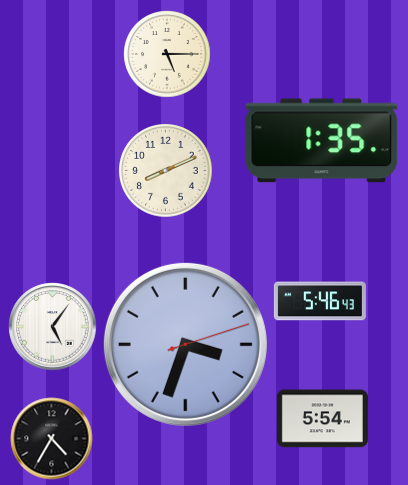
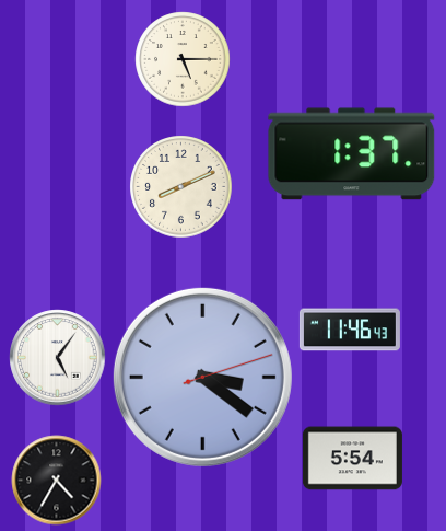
clock at (322, 141): 1:35 -> 1:37
clock at (320, 301): 5:46 -> 11:46
clock at (185, 344): 3:33 -> 3:21
